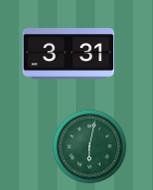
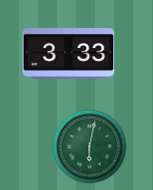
clock at (69, 54): 3:31 -> 3:33
